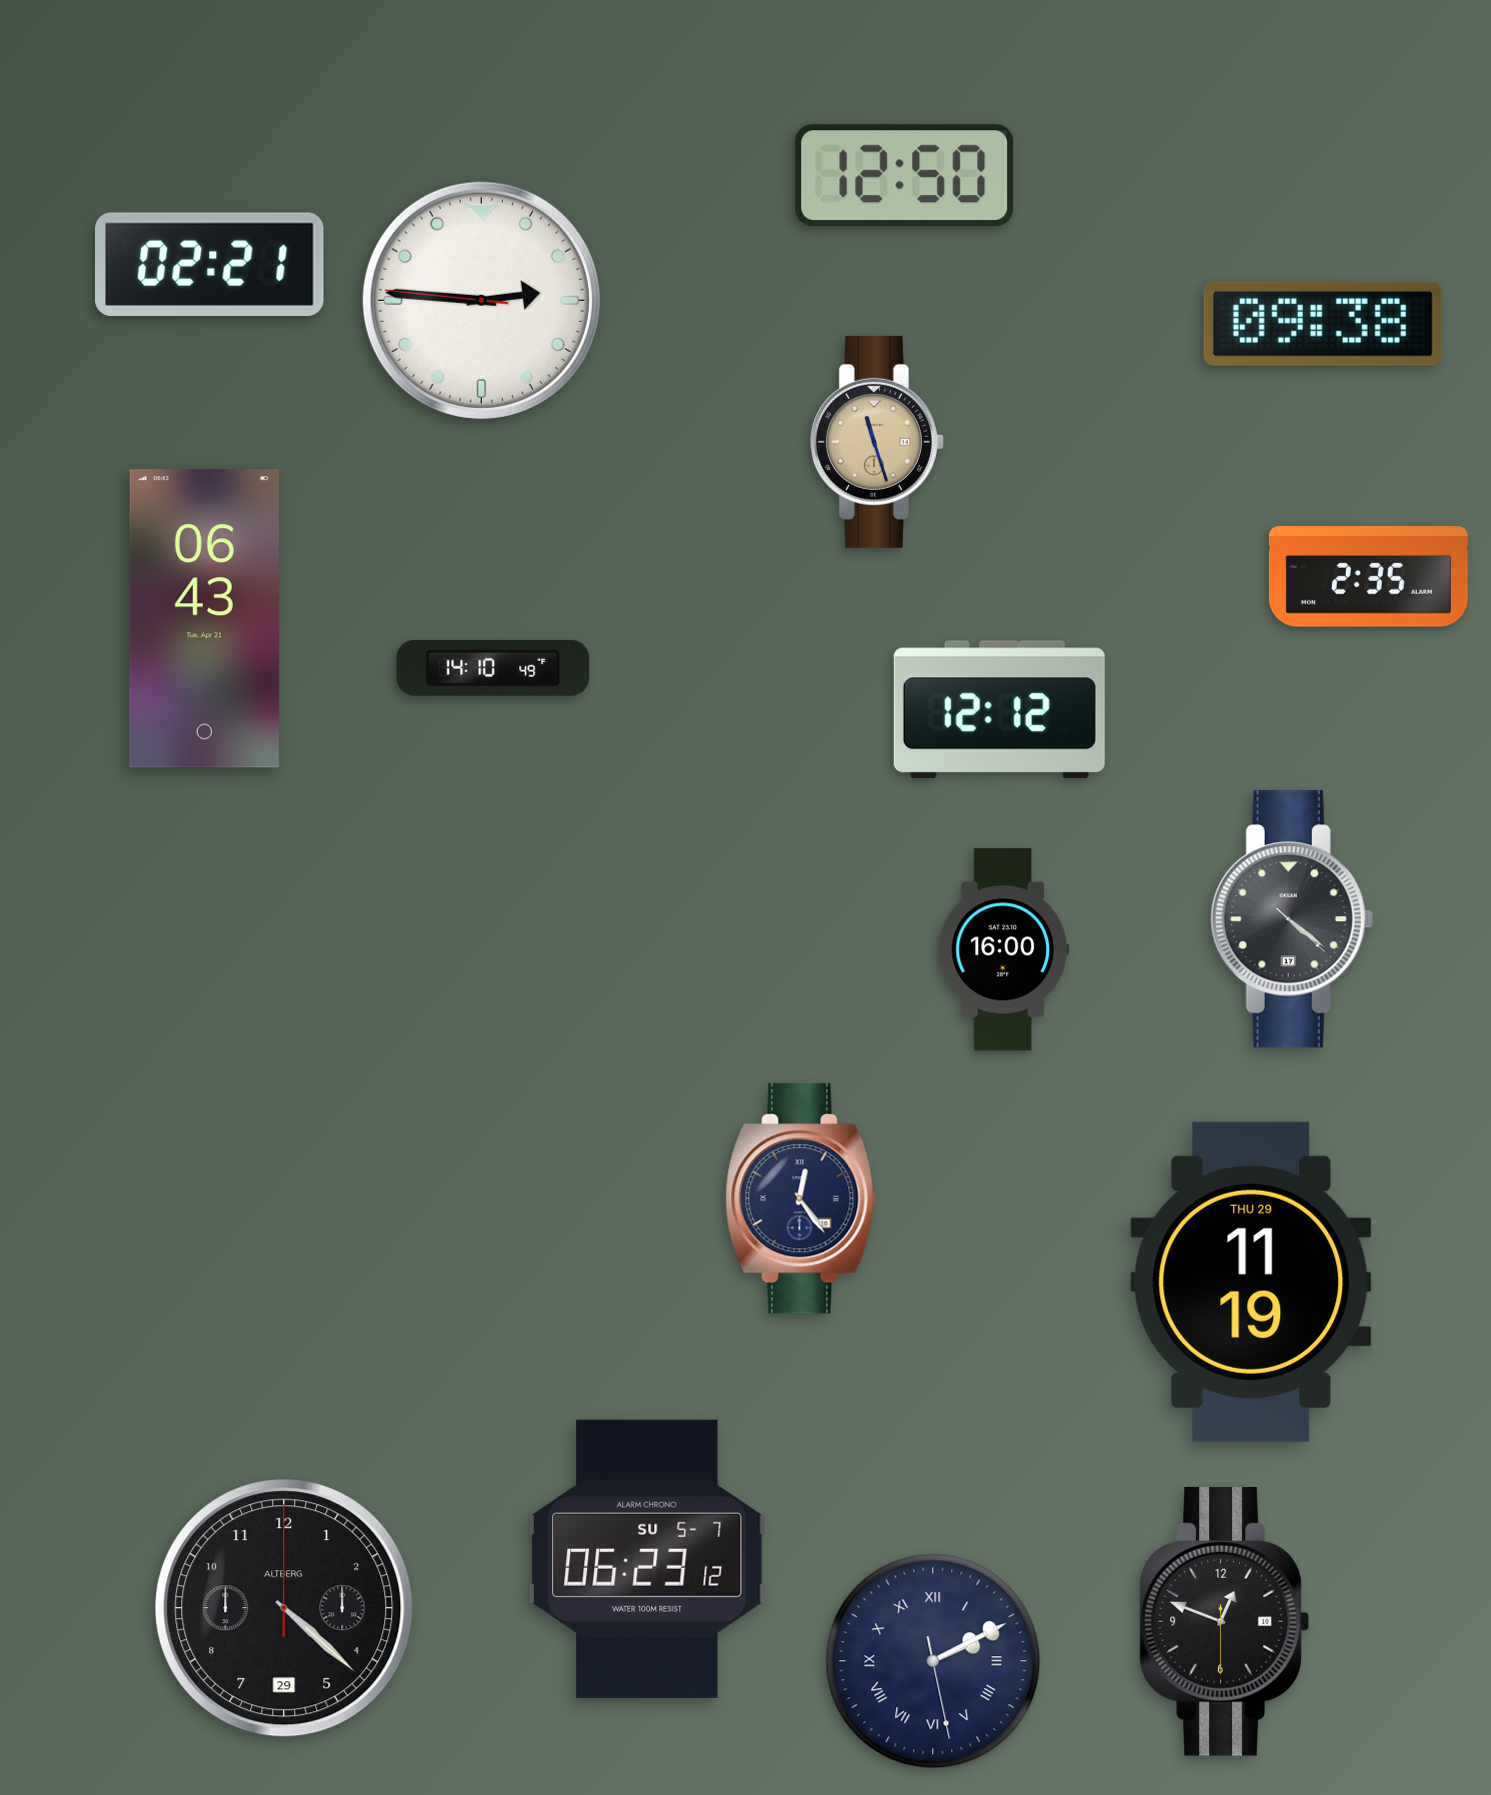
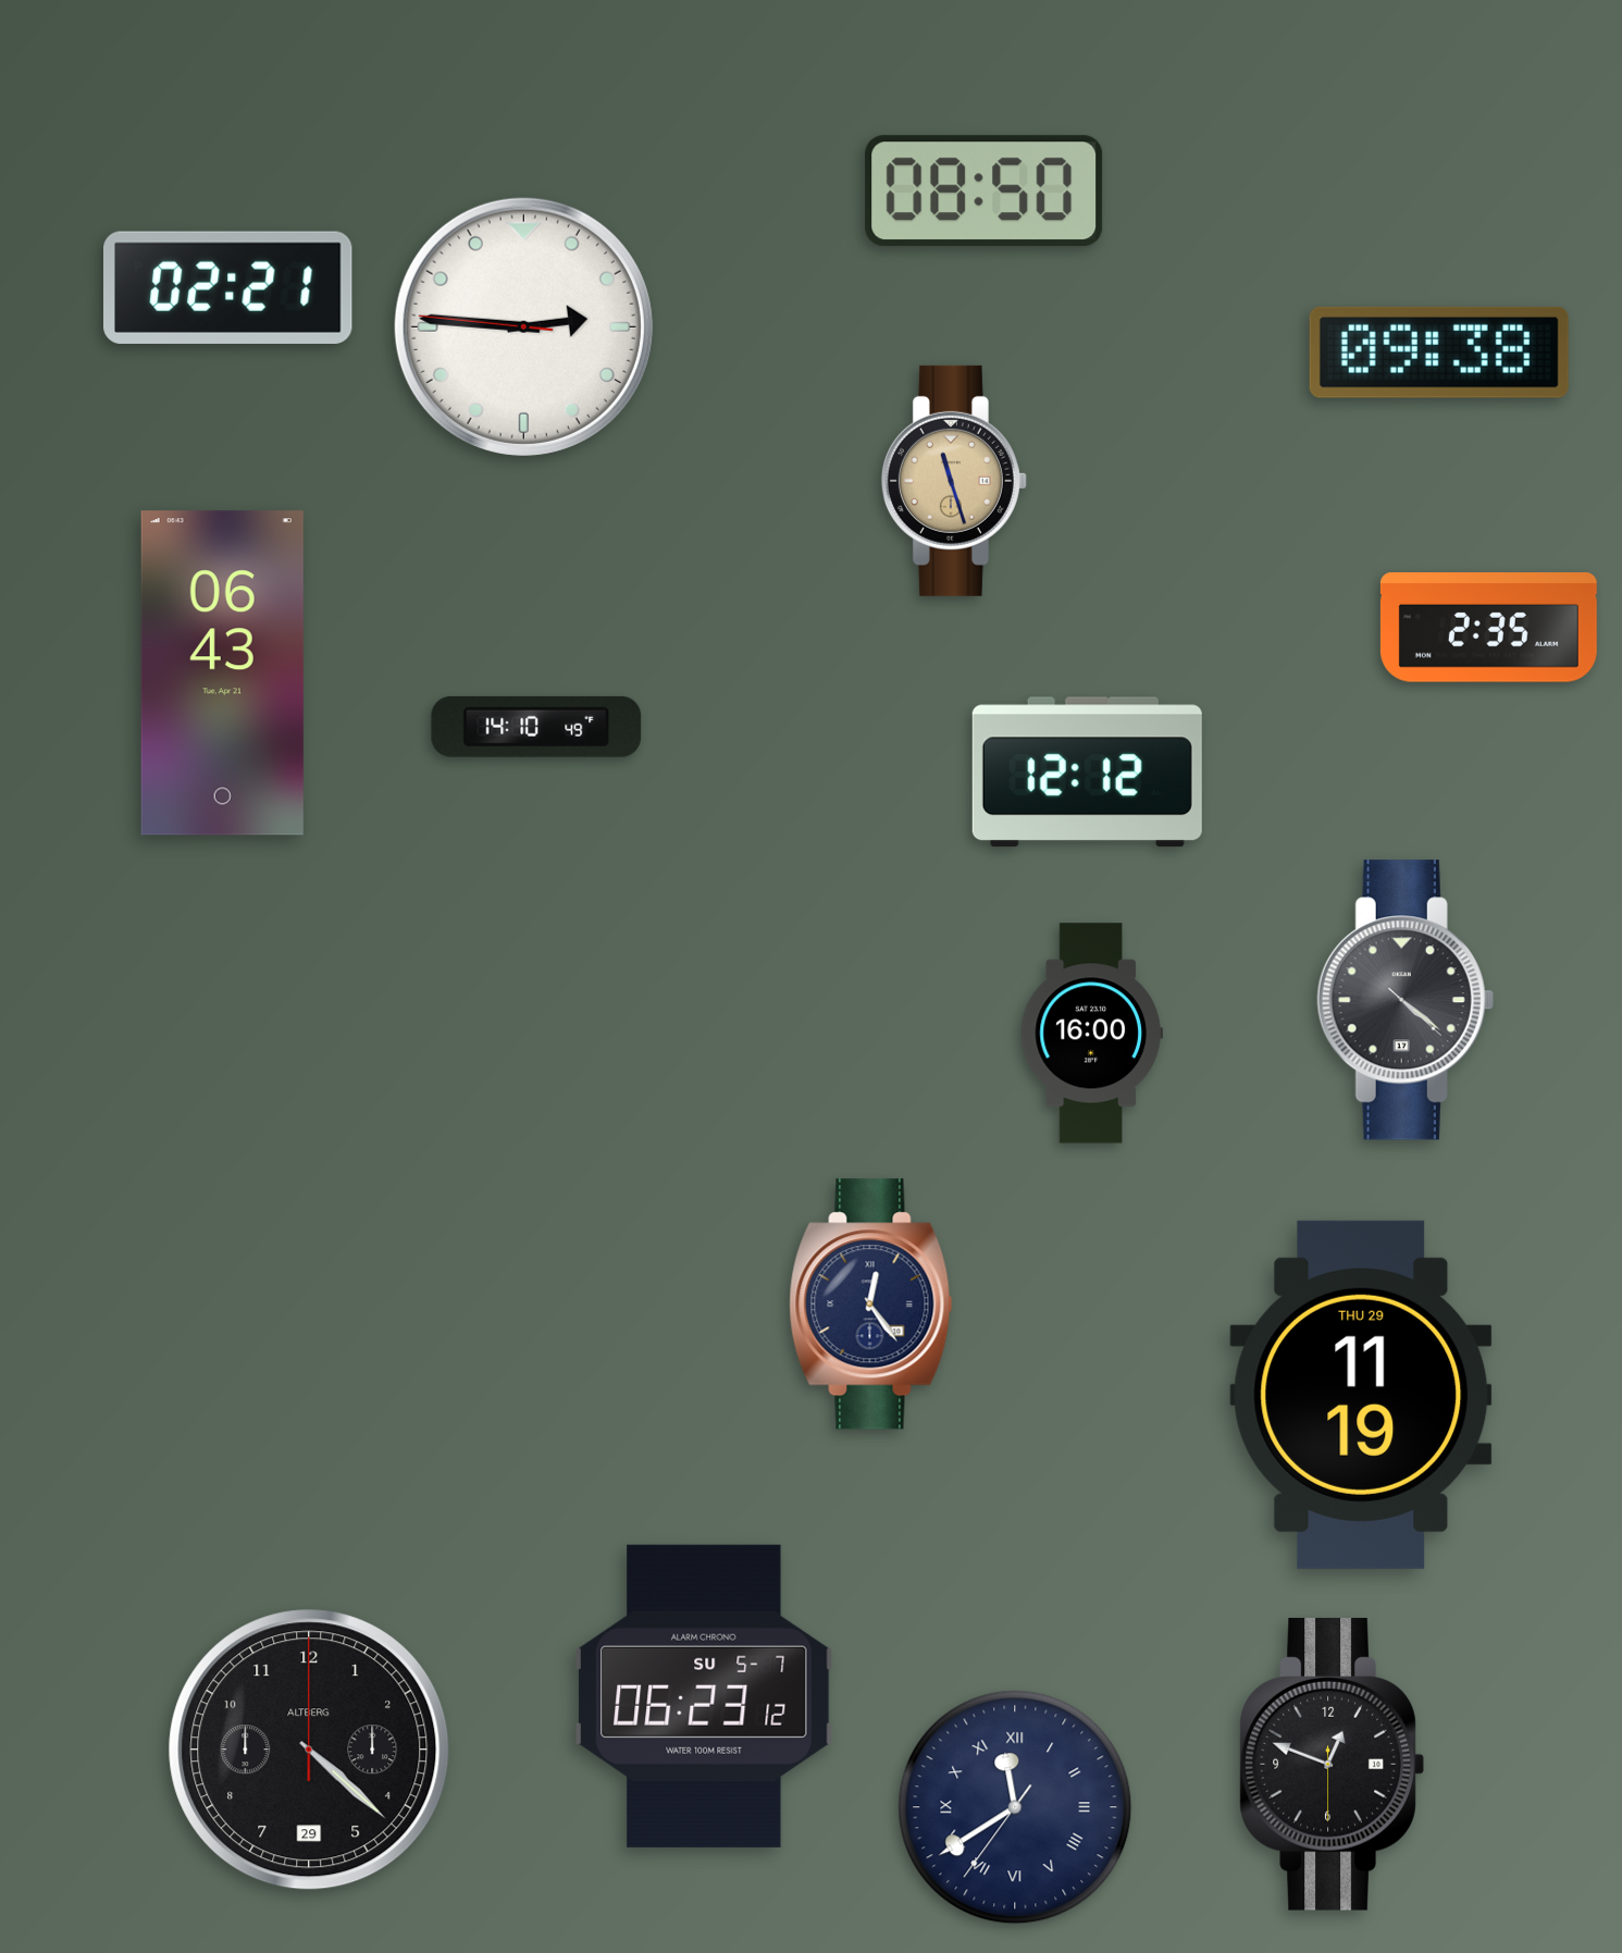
clock at (905, 176): 12:50 -> 08:50
clock at (933, 1661): 2:10 -> 11:39
